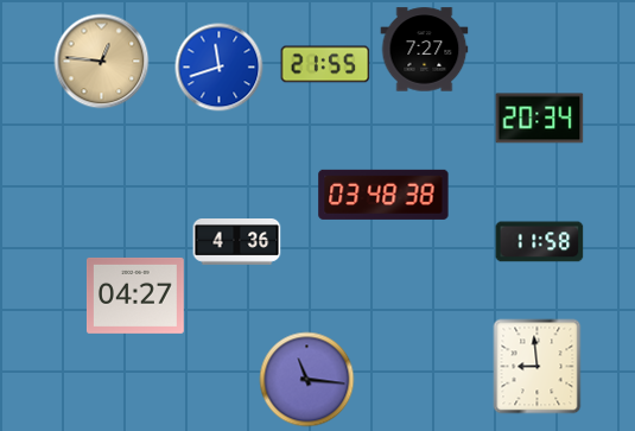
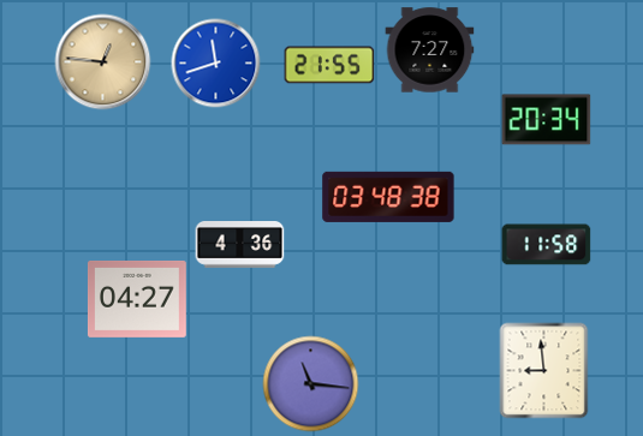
clock at (220, 68) position: (220, 68) -> (216, 64)
